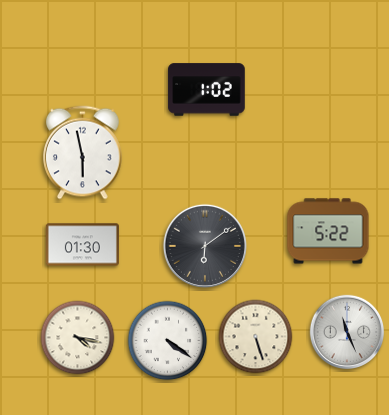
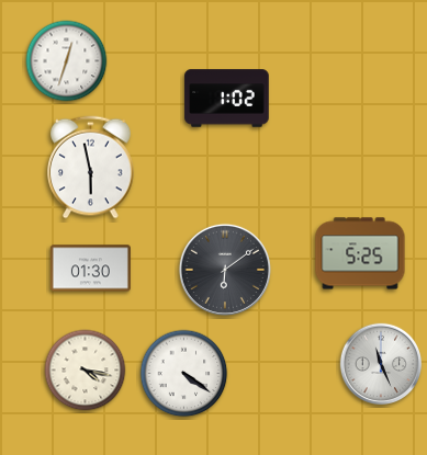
clock at (67, 61): none -> 12:33
clock at (328, 231): 5:22 -> 5:25
clock at (256, 337): 5:27 -> none
